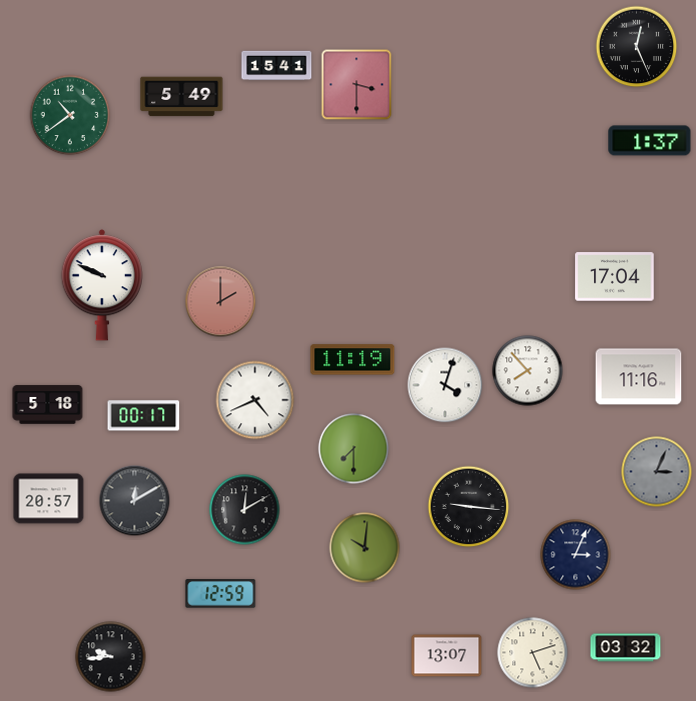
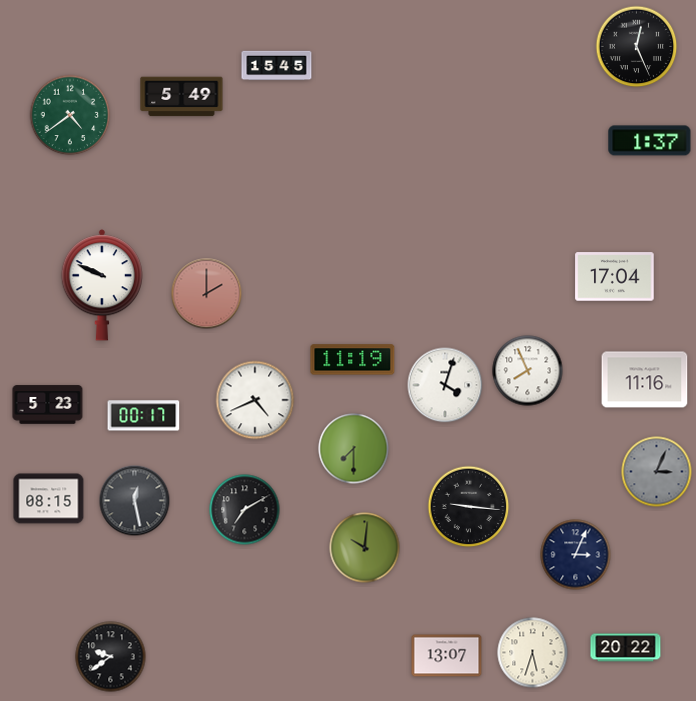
clock at (277, 66): 15:41 -> 15:45
clock at (357, 85): 3:30 -> none
clock at (70, 115): 10:39 -> 4:39
clock at (221, 302) position: (221, 302) -> (207, 294)
clock at (528, 371): 7:53 -> 7:56
clock at (639, 377) position: (639, 377) -> (645, 380)
clock at (48, 405): 5:18 -> 5:23
clock at (49, 499): 20:57 -> 08:15
clock at (135, 501): 12:10 -> 12:28
clock at (245, 510): 12:10 -> 7:10
clock at (221, 594): 12:59 -> none
clock at (626, 648): 03:32 -> 20:22
clock at (533, 653): 5:12 -> 5:33
clock at (111, 657): 9:44 -> 9:39
